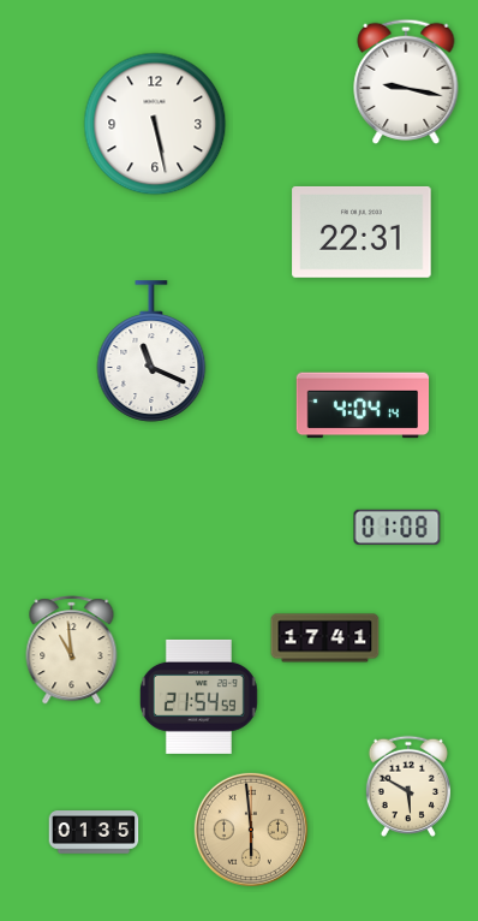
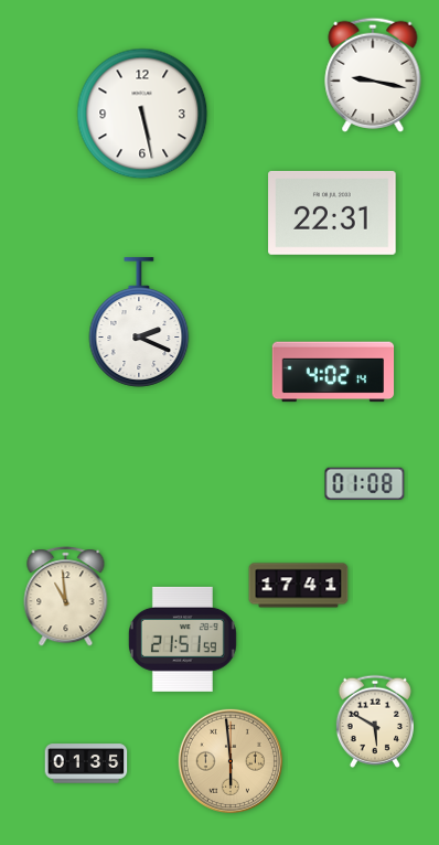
clock at (151, 351): 11:19 -> 2:19
clock at (363, 405): 4:04 -> 4:02
clock at (198, 696): 21:54 -> 21:51
